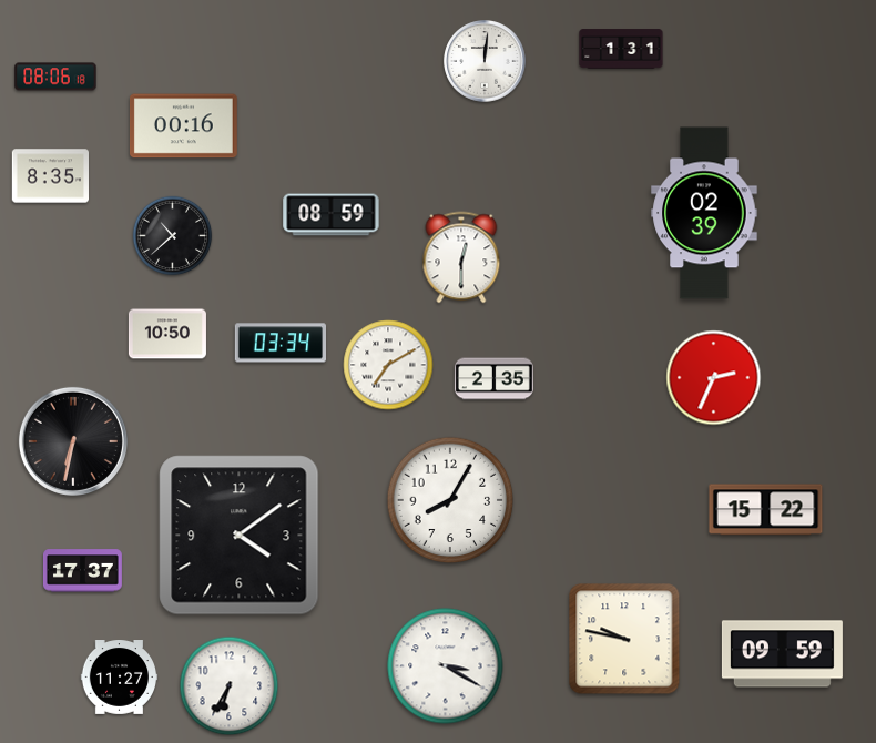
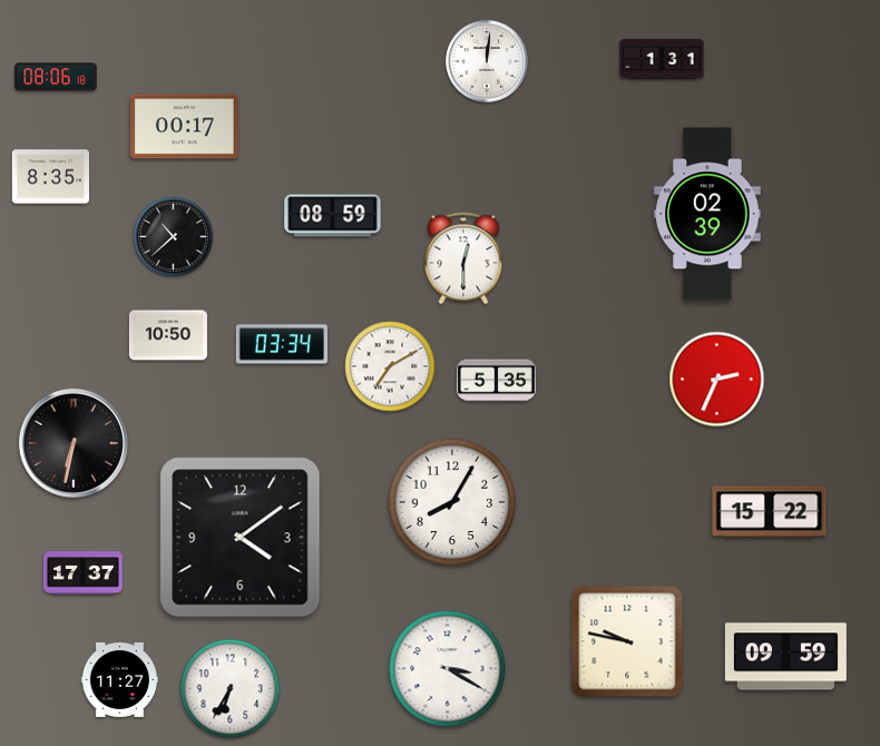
clock at (621, 49) position: (621, 49) -> (662, 59)
clock at (183, 126): 00:16 -> 00:17
clock at (493, 379): 2:35 -> 5:35
